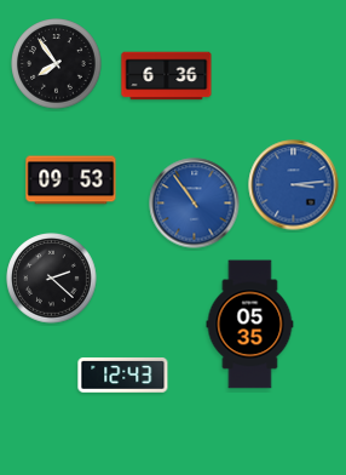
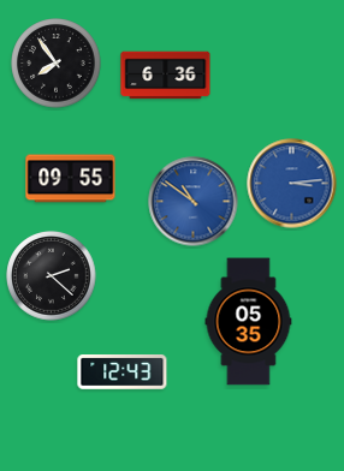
clock at (71, 181): 09:53 -> 09:55
clock at (195, 204): 10:54 -> 10:51
